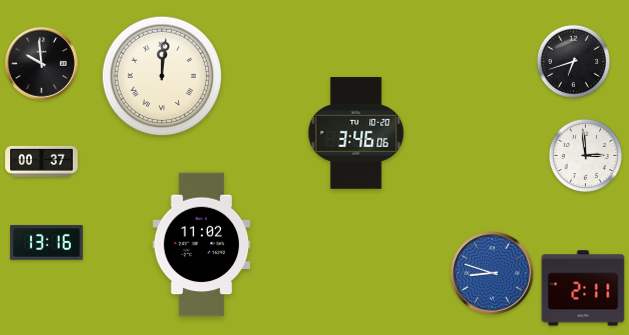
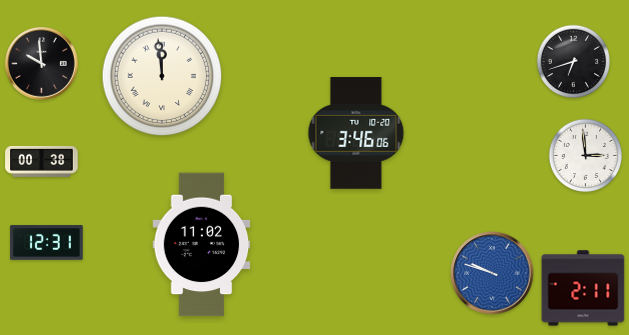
clock at (162, 76): 12:01 -> 11:59
clock at (42, 161): 00:37 -> 00:38
clock at (47, 243): 13:16 -> 12:31
clock at (492, 273): 8:48 -> 9:48
